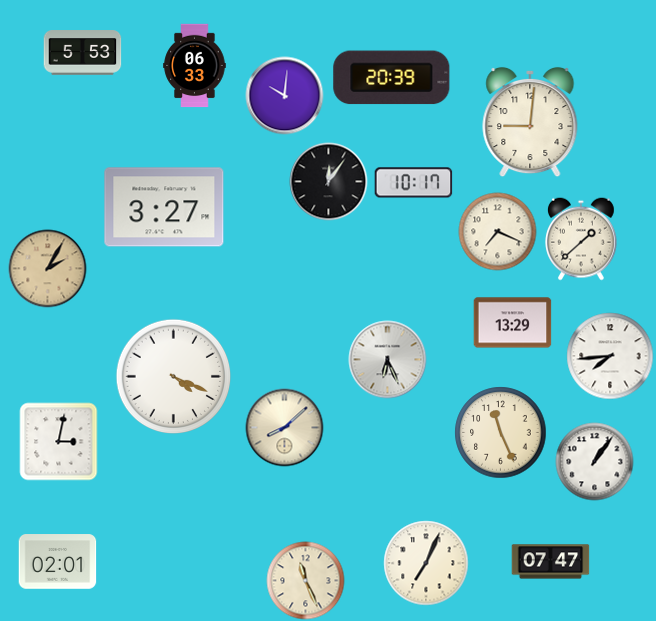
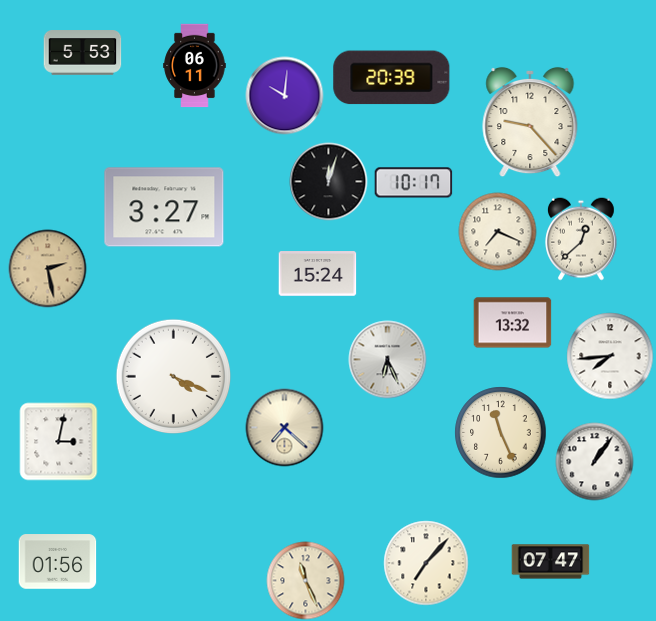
clock at (195, 65): 06:33 -> 06:11
clock at (530, 122): 9:01 -> 9:23
clock at (328, 181): 12:06 -> 12:03
clock at (582, 239): 1:38 -> 12:38
clock at (47, 268): 2:05 -> 2:28
clock at (317, 274): none -> 15:24
clock at (512, 323): 13:29 -> 13:32
clock at (284, 427): 8:08 -> 7:22
clock at (57, 562): 02:01 -> 01:56
clock at (426, 563): 7:04 -> 7:07
